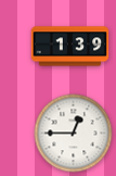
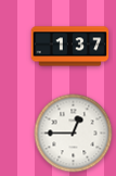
clock at (70, 47): 1:39 -> 1:37
